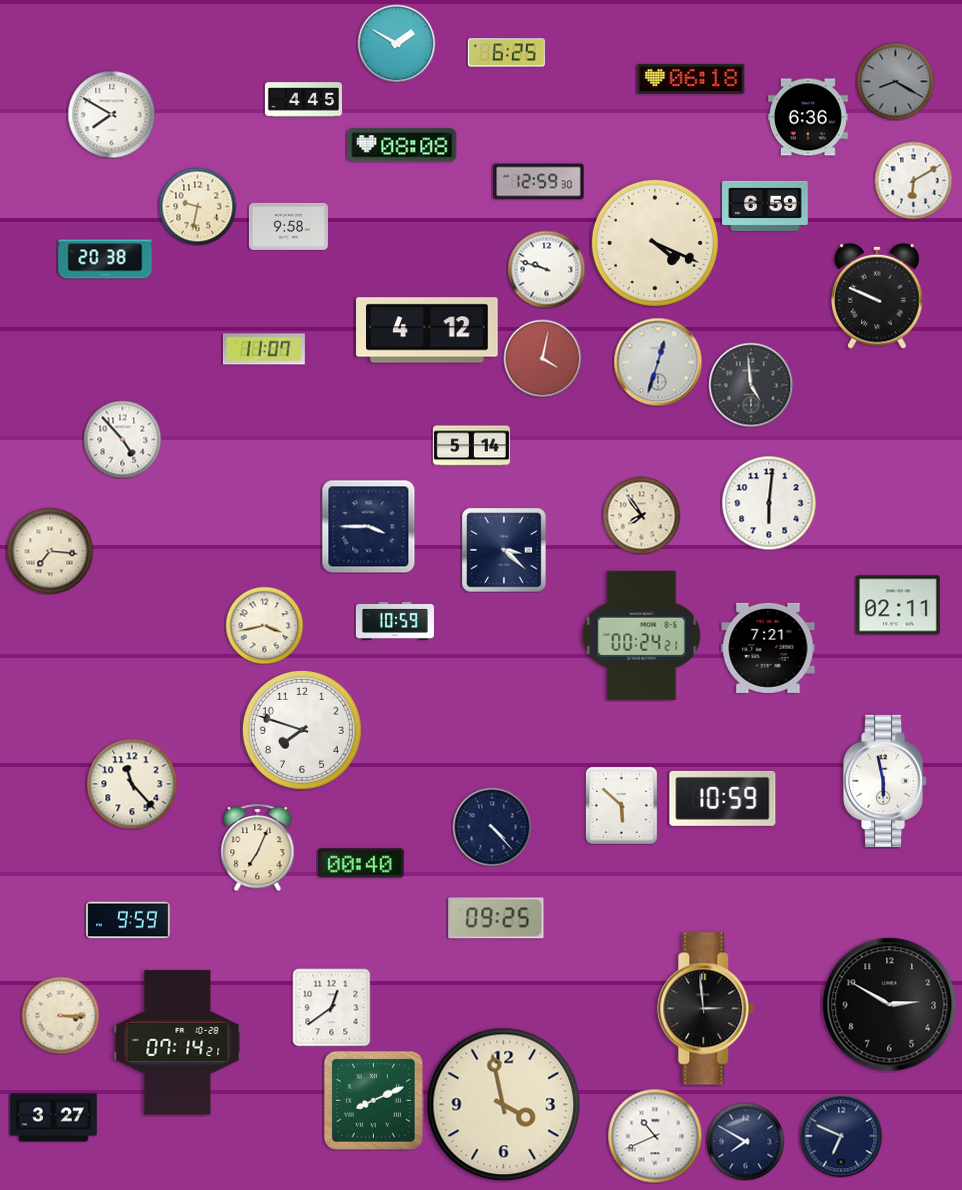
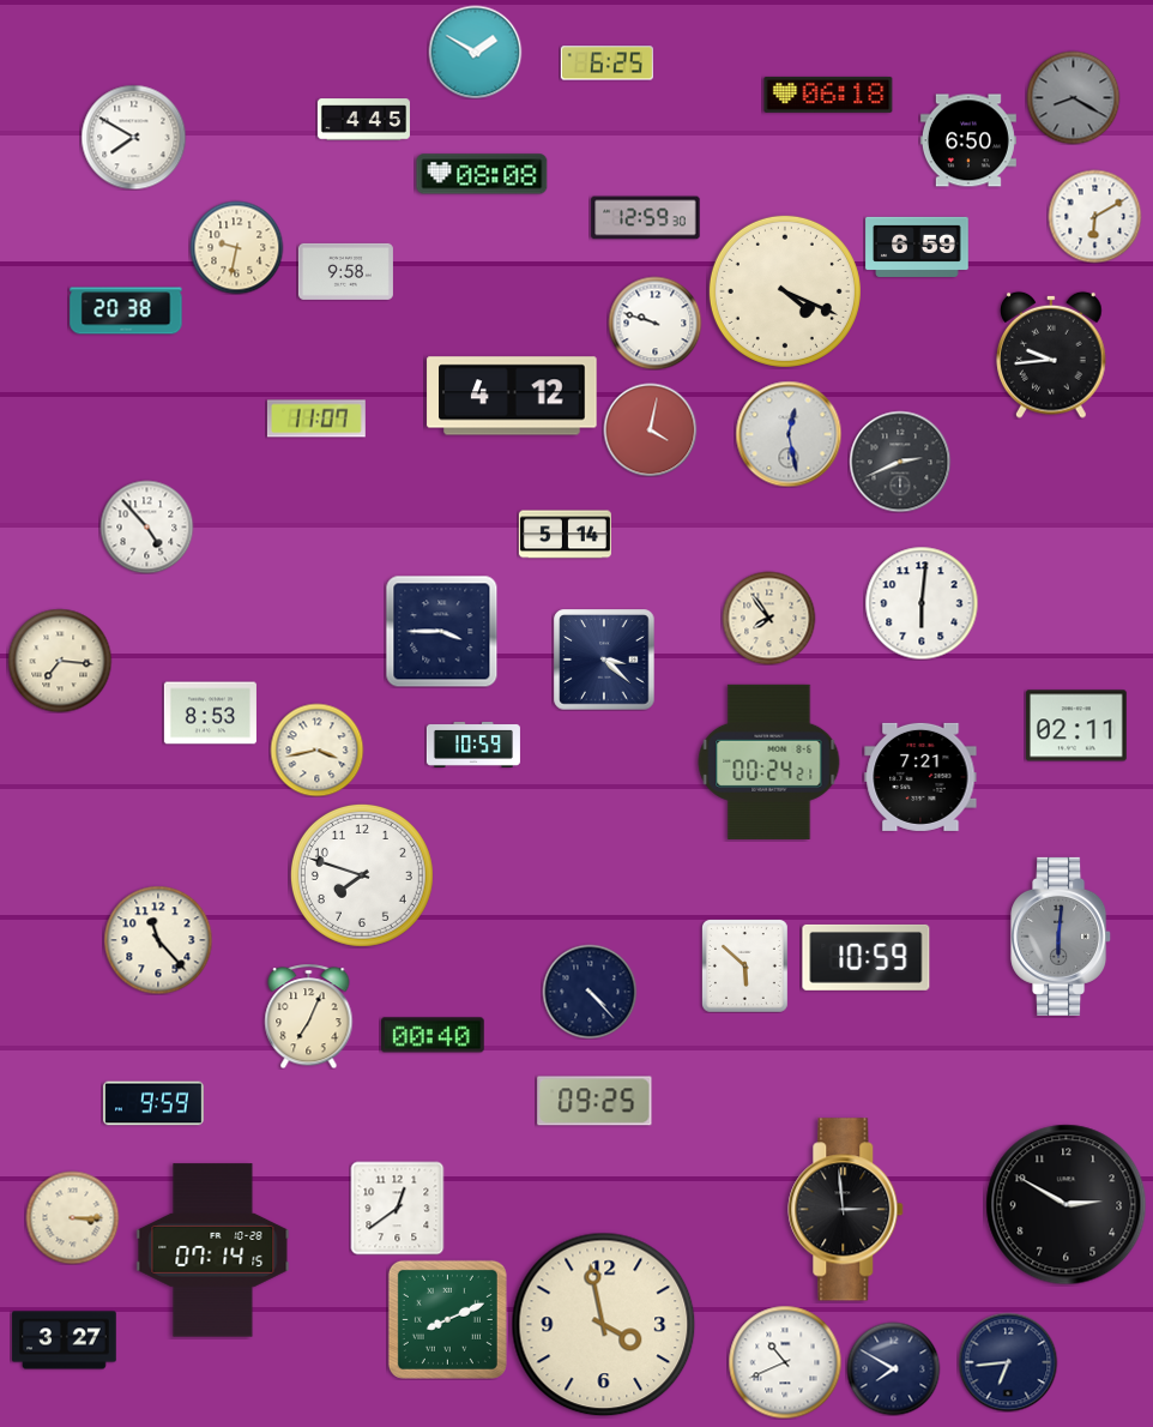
clock at (808, 117): 6:36 -> 6:50
clock at (877, 296): 9:49 -> 9:44
clock at (658, 362): 12:33 -> 12:28
clock at (751, 385): 4:59 -> 2:41
clock at (210, 713): none -> 8:53
clock at (886, 781): 5:58 -> 6:01
clock at (886, 781) dial: white -> grey
clock at (178, 1043): 07:14:21 -> 07:14:15
clock at (841, 1136): 6:49 -> 6:44
